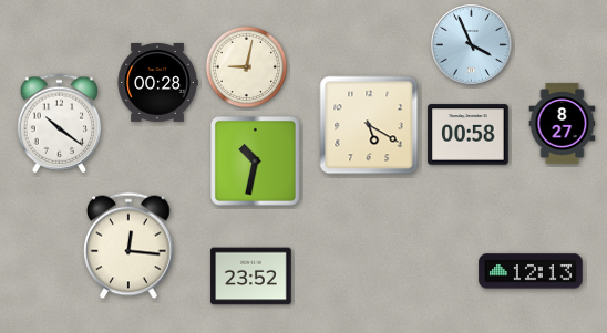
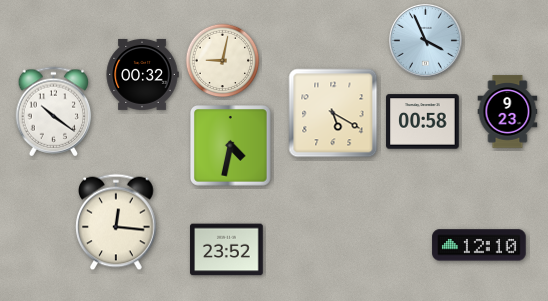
clock at (157, 82): 00:28 -> 00:32
clock at (563, 124): 8:27 -> 9:23
clock at (256, 162): 10:32 -> 4:32
clock at (531, 271): 12:13 -> 12:10
